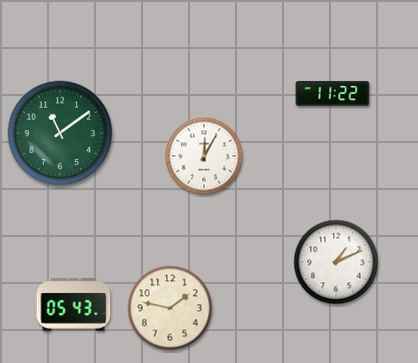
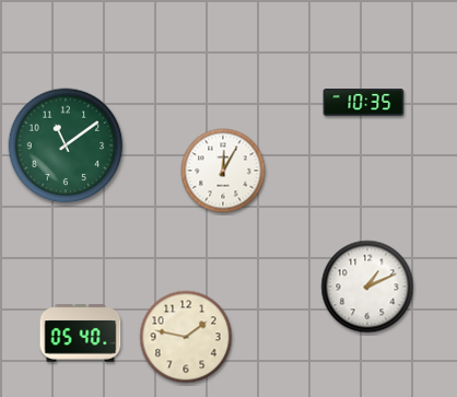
clock at (333, 94): 11:22 -> 10:35
clock at (74, 305): 05:43 -> 05:40
